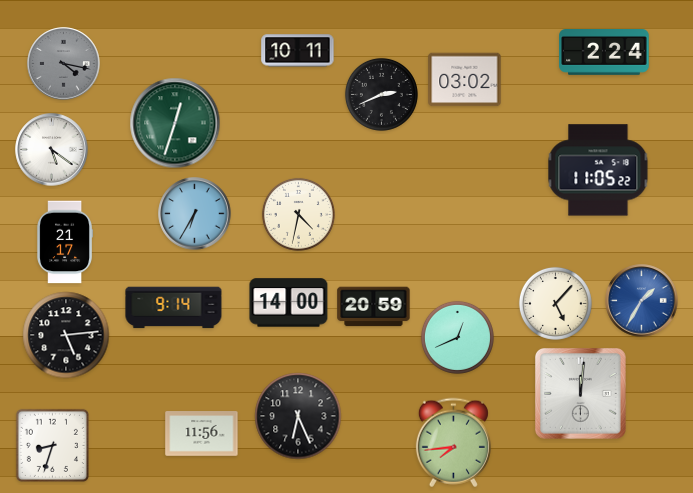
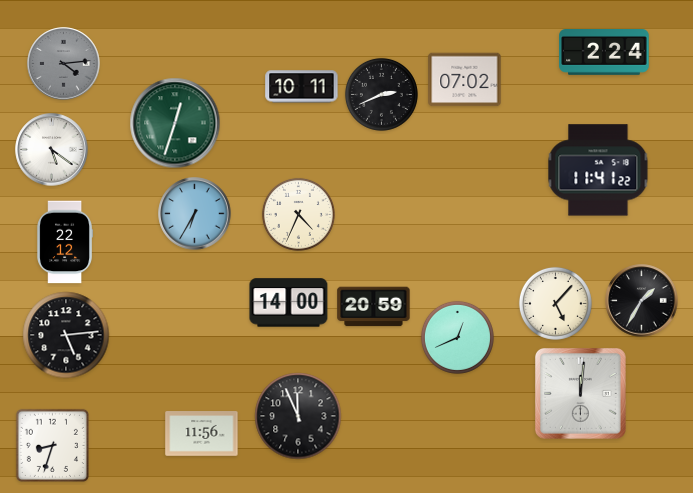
clock at (298, 51) position: (298, 51) -> (302, 87)
clock at (64, 64): 4:17 -> 4:14
clock at (465, 80): 03:02 -> 07:02
clock at (598, 170): 11:05 -> 11:41
clock at (298, 214): 4:32 -> 4:34
clock at (64, 242): 21:17 -> 22:12
clock at (642, 301) dial: blue -> black
clock at (174, 308): 9:14 -> none
clock at (298, 416): 6:26 -> 11:56
clock at (453, 443): 7:44 -> none
